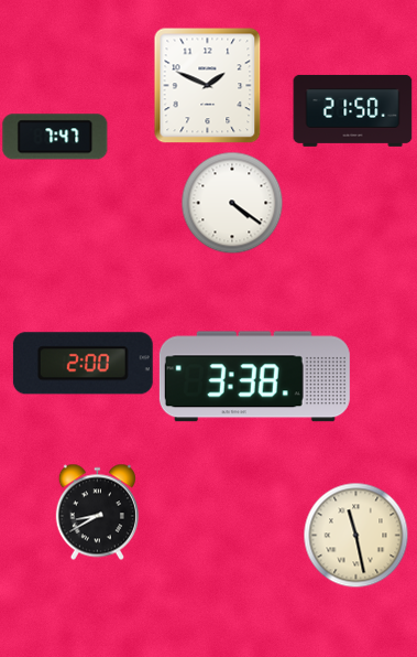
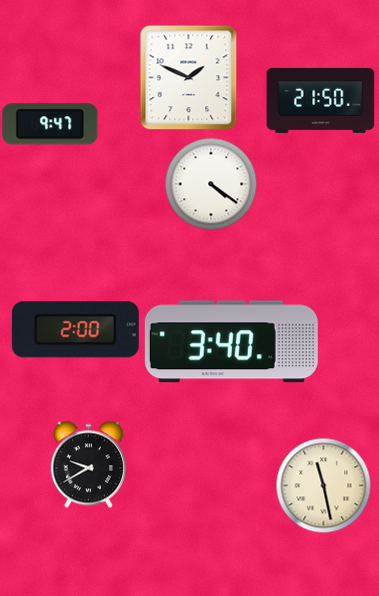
clock at (55, 137): 7:47 -> 9:47
clock at (254, 377): 3:38 -> 3:40
clock at (97, 511): 8:40 -> 9:40
